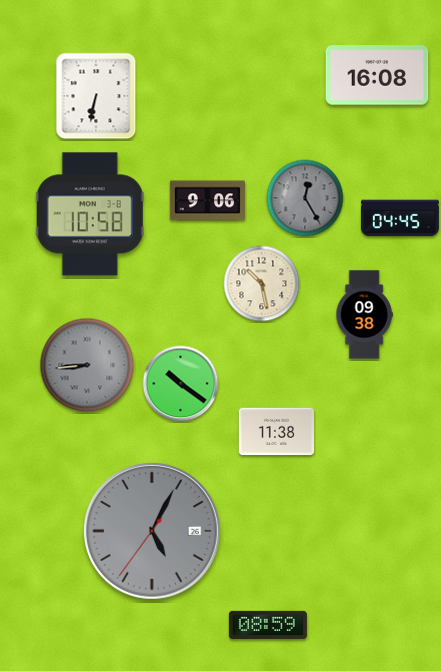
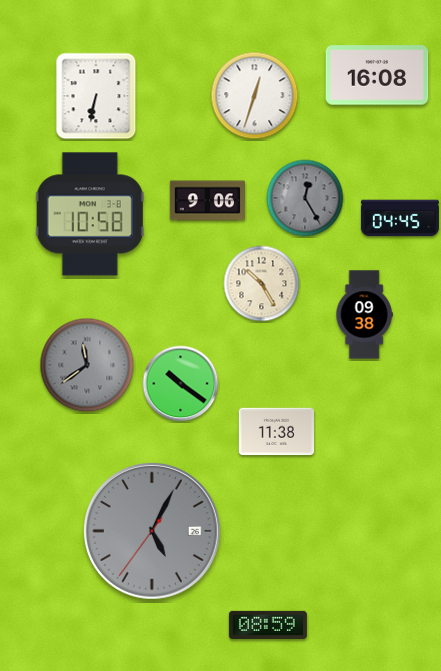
clock at (255, 96): none -> 12:33
clock at (262, 284): 10:28 -> 10:25
clock at (87, 365): 8:44 -> 11:39
